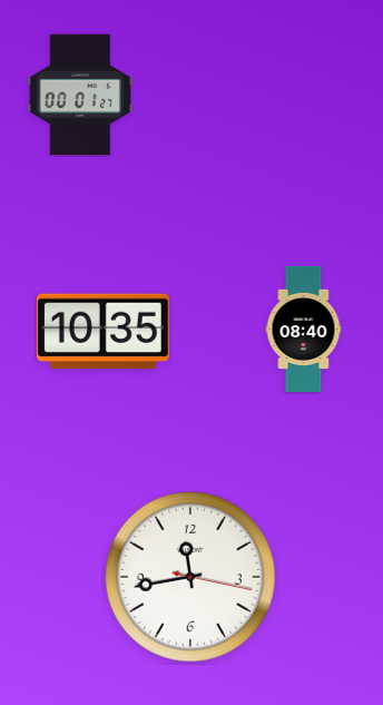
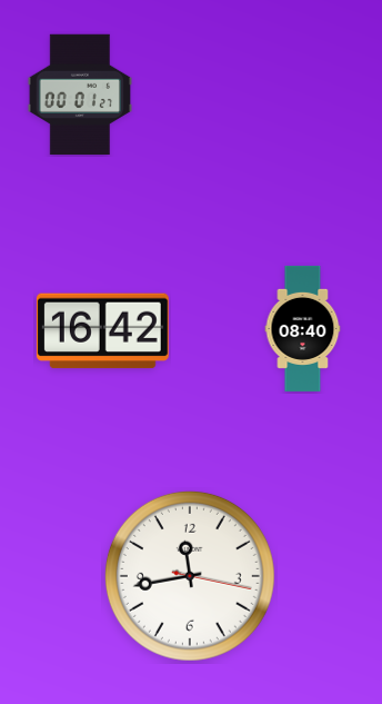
clock at (102, 332): 10:35 -> 16:42
